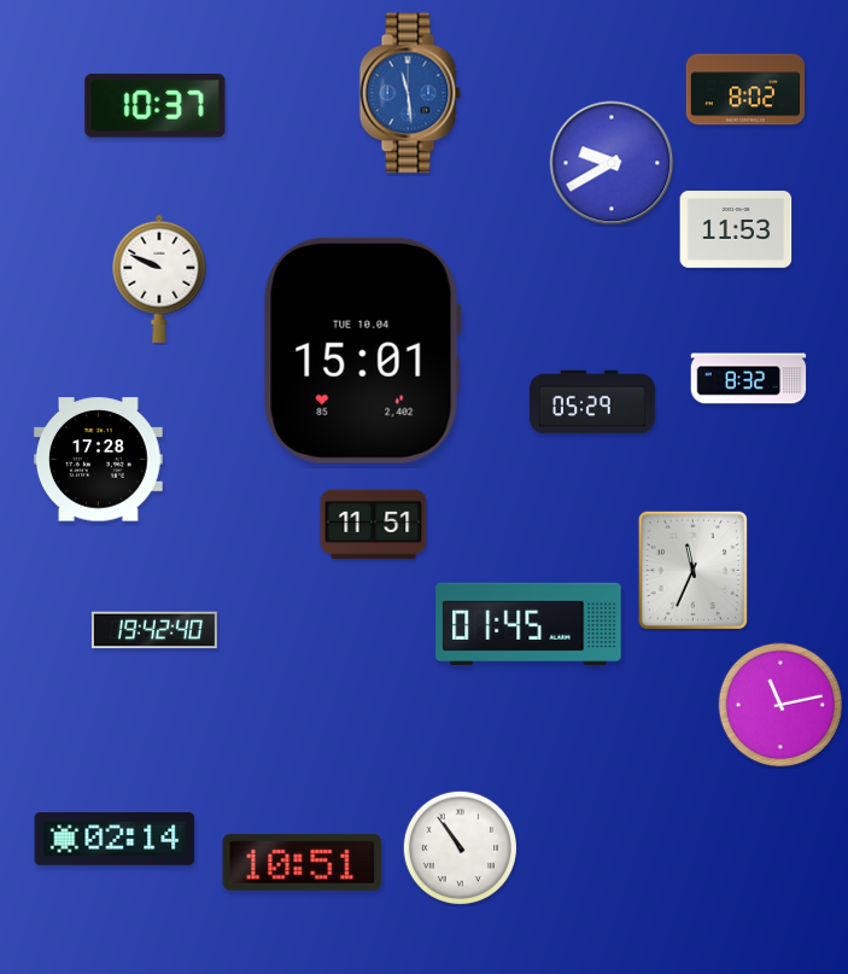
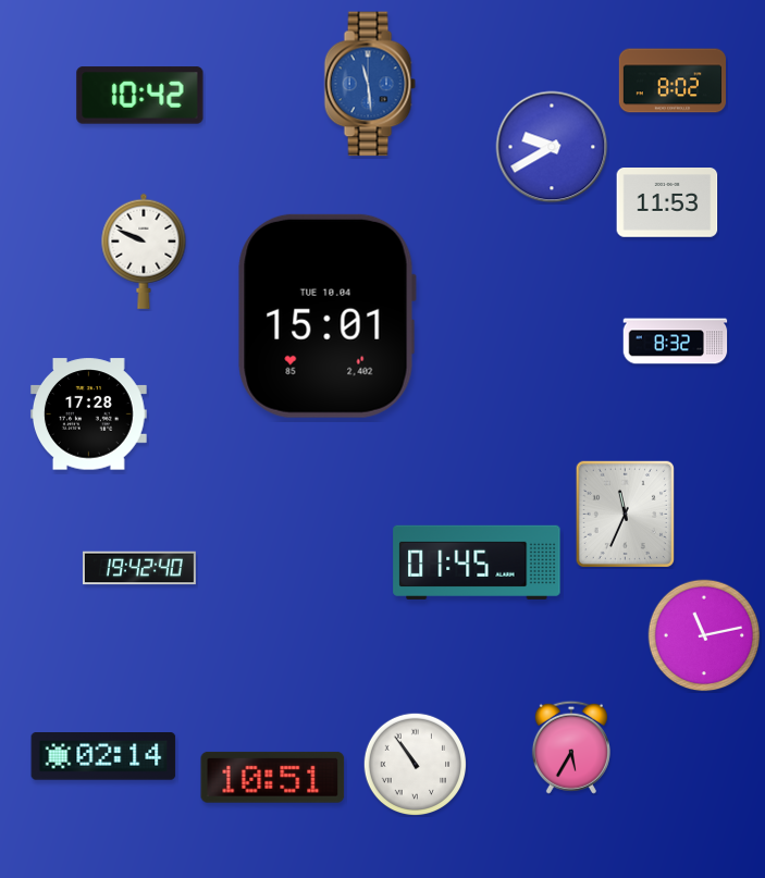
clock at (156, 106): 10:37 -> 10:42
clock at (736, 231) position: (736, 231) -> (667, 203)
clock at (592, 402): 05:29 -> none
clock at (374, 525): 11:51 -> none
clock at (571, 747): none -> 5:35
